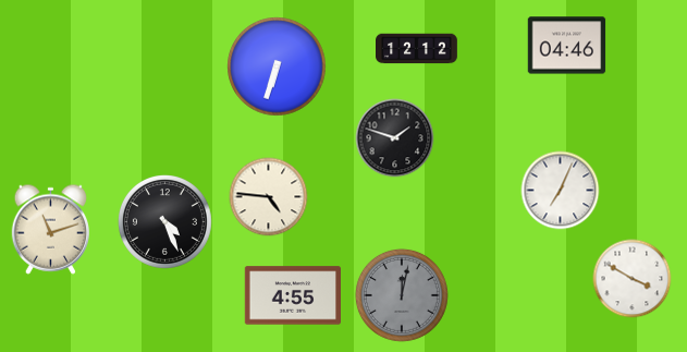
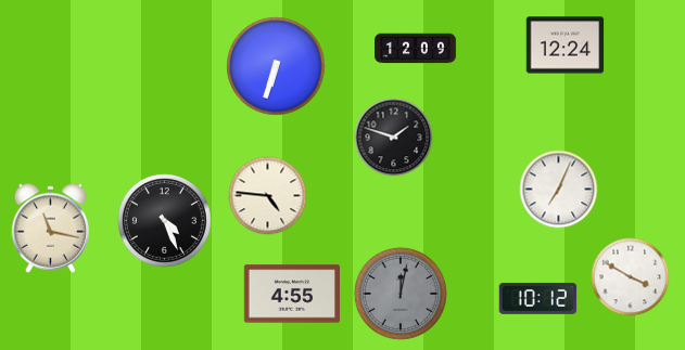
clock at (567, 46): 04:46 -> 12:24
clock at (417, 49): 12:12 -> 12:09
clock at (50, 229): 11:12 -> 11:17
clock at (538, 298): none -> 10:12
